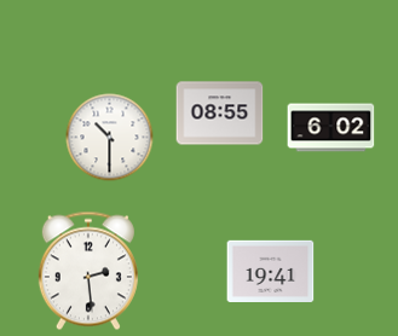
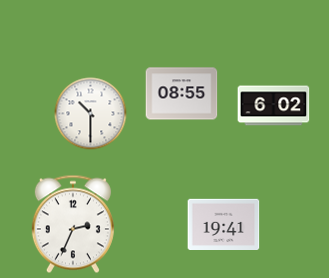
clock at (88, 271): 2:29 -> 2:34
